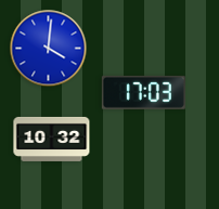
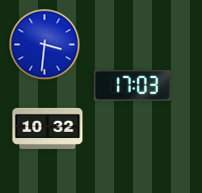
clock at (49, 49): 4:01 -> 3:31
